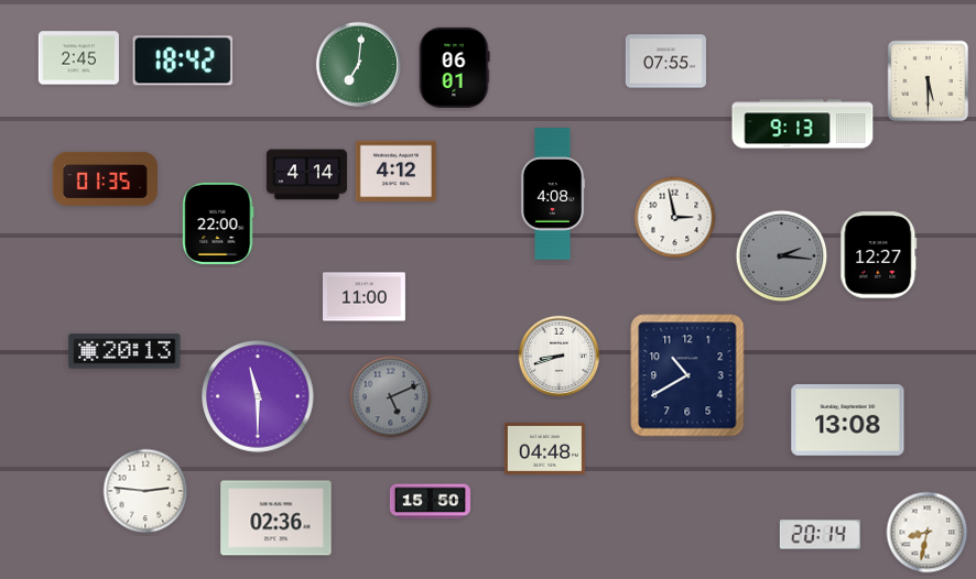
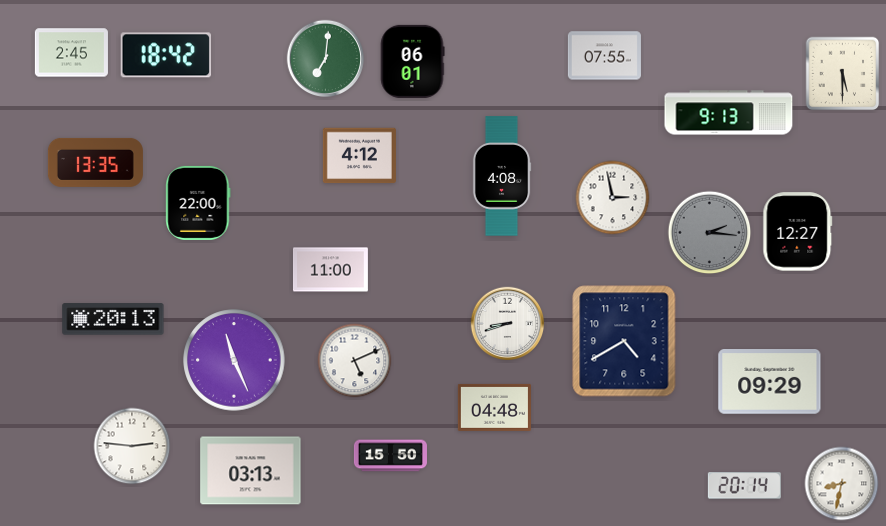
clock at (306, 175): 4:14 -> none
clock at (105, 178): 01:35 -> 13:35
clock at (687, 375): 10:40 -> 4:40
clock at (258, 396): 11:30 -> 11:26
clock at (391, 397) dial: grey -> white
clock at (848, 420): 13:08 -> 09:29
clock at (276, 518): 02:36 -> 03:13
